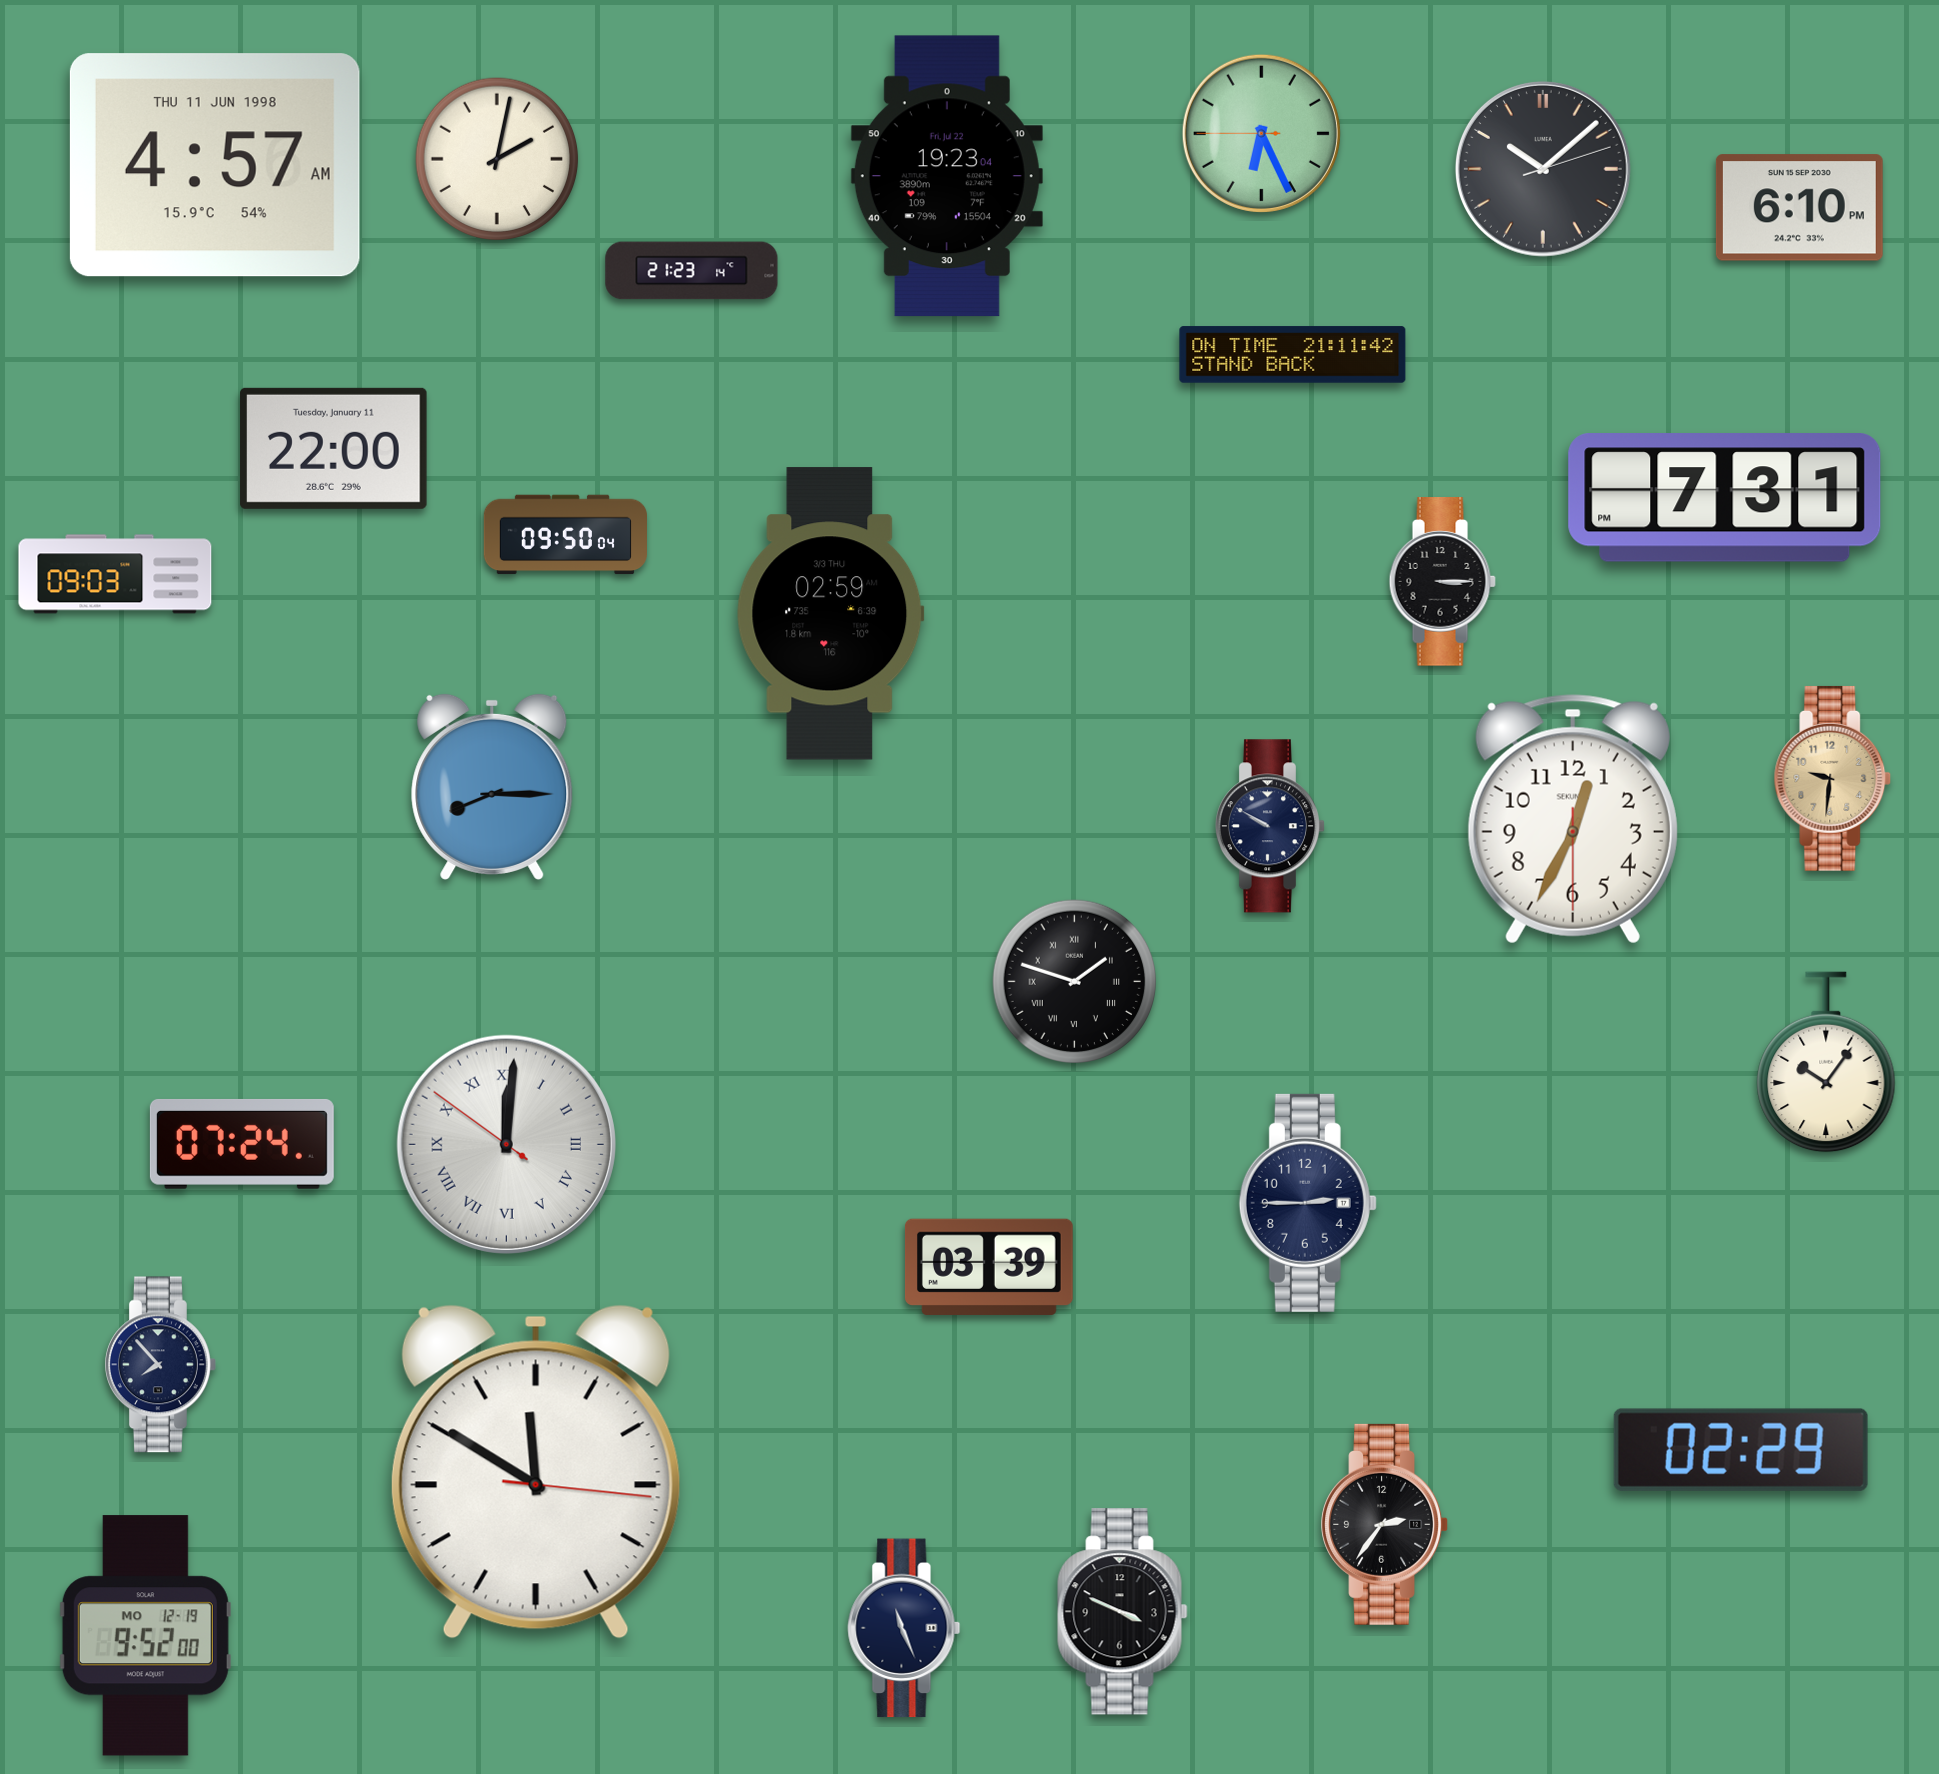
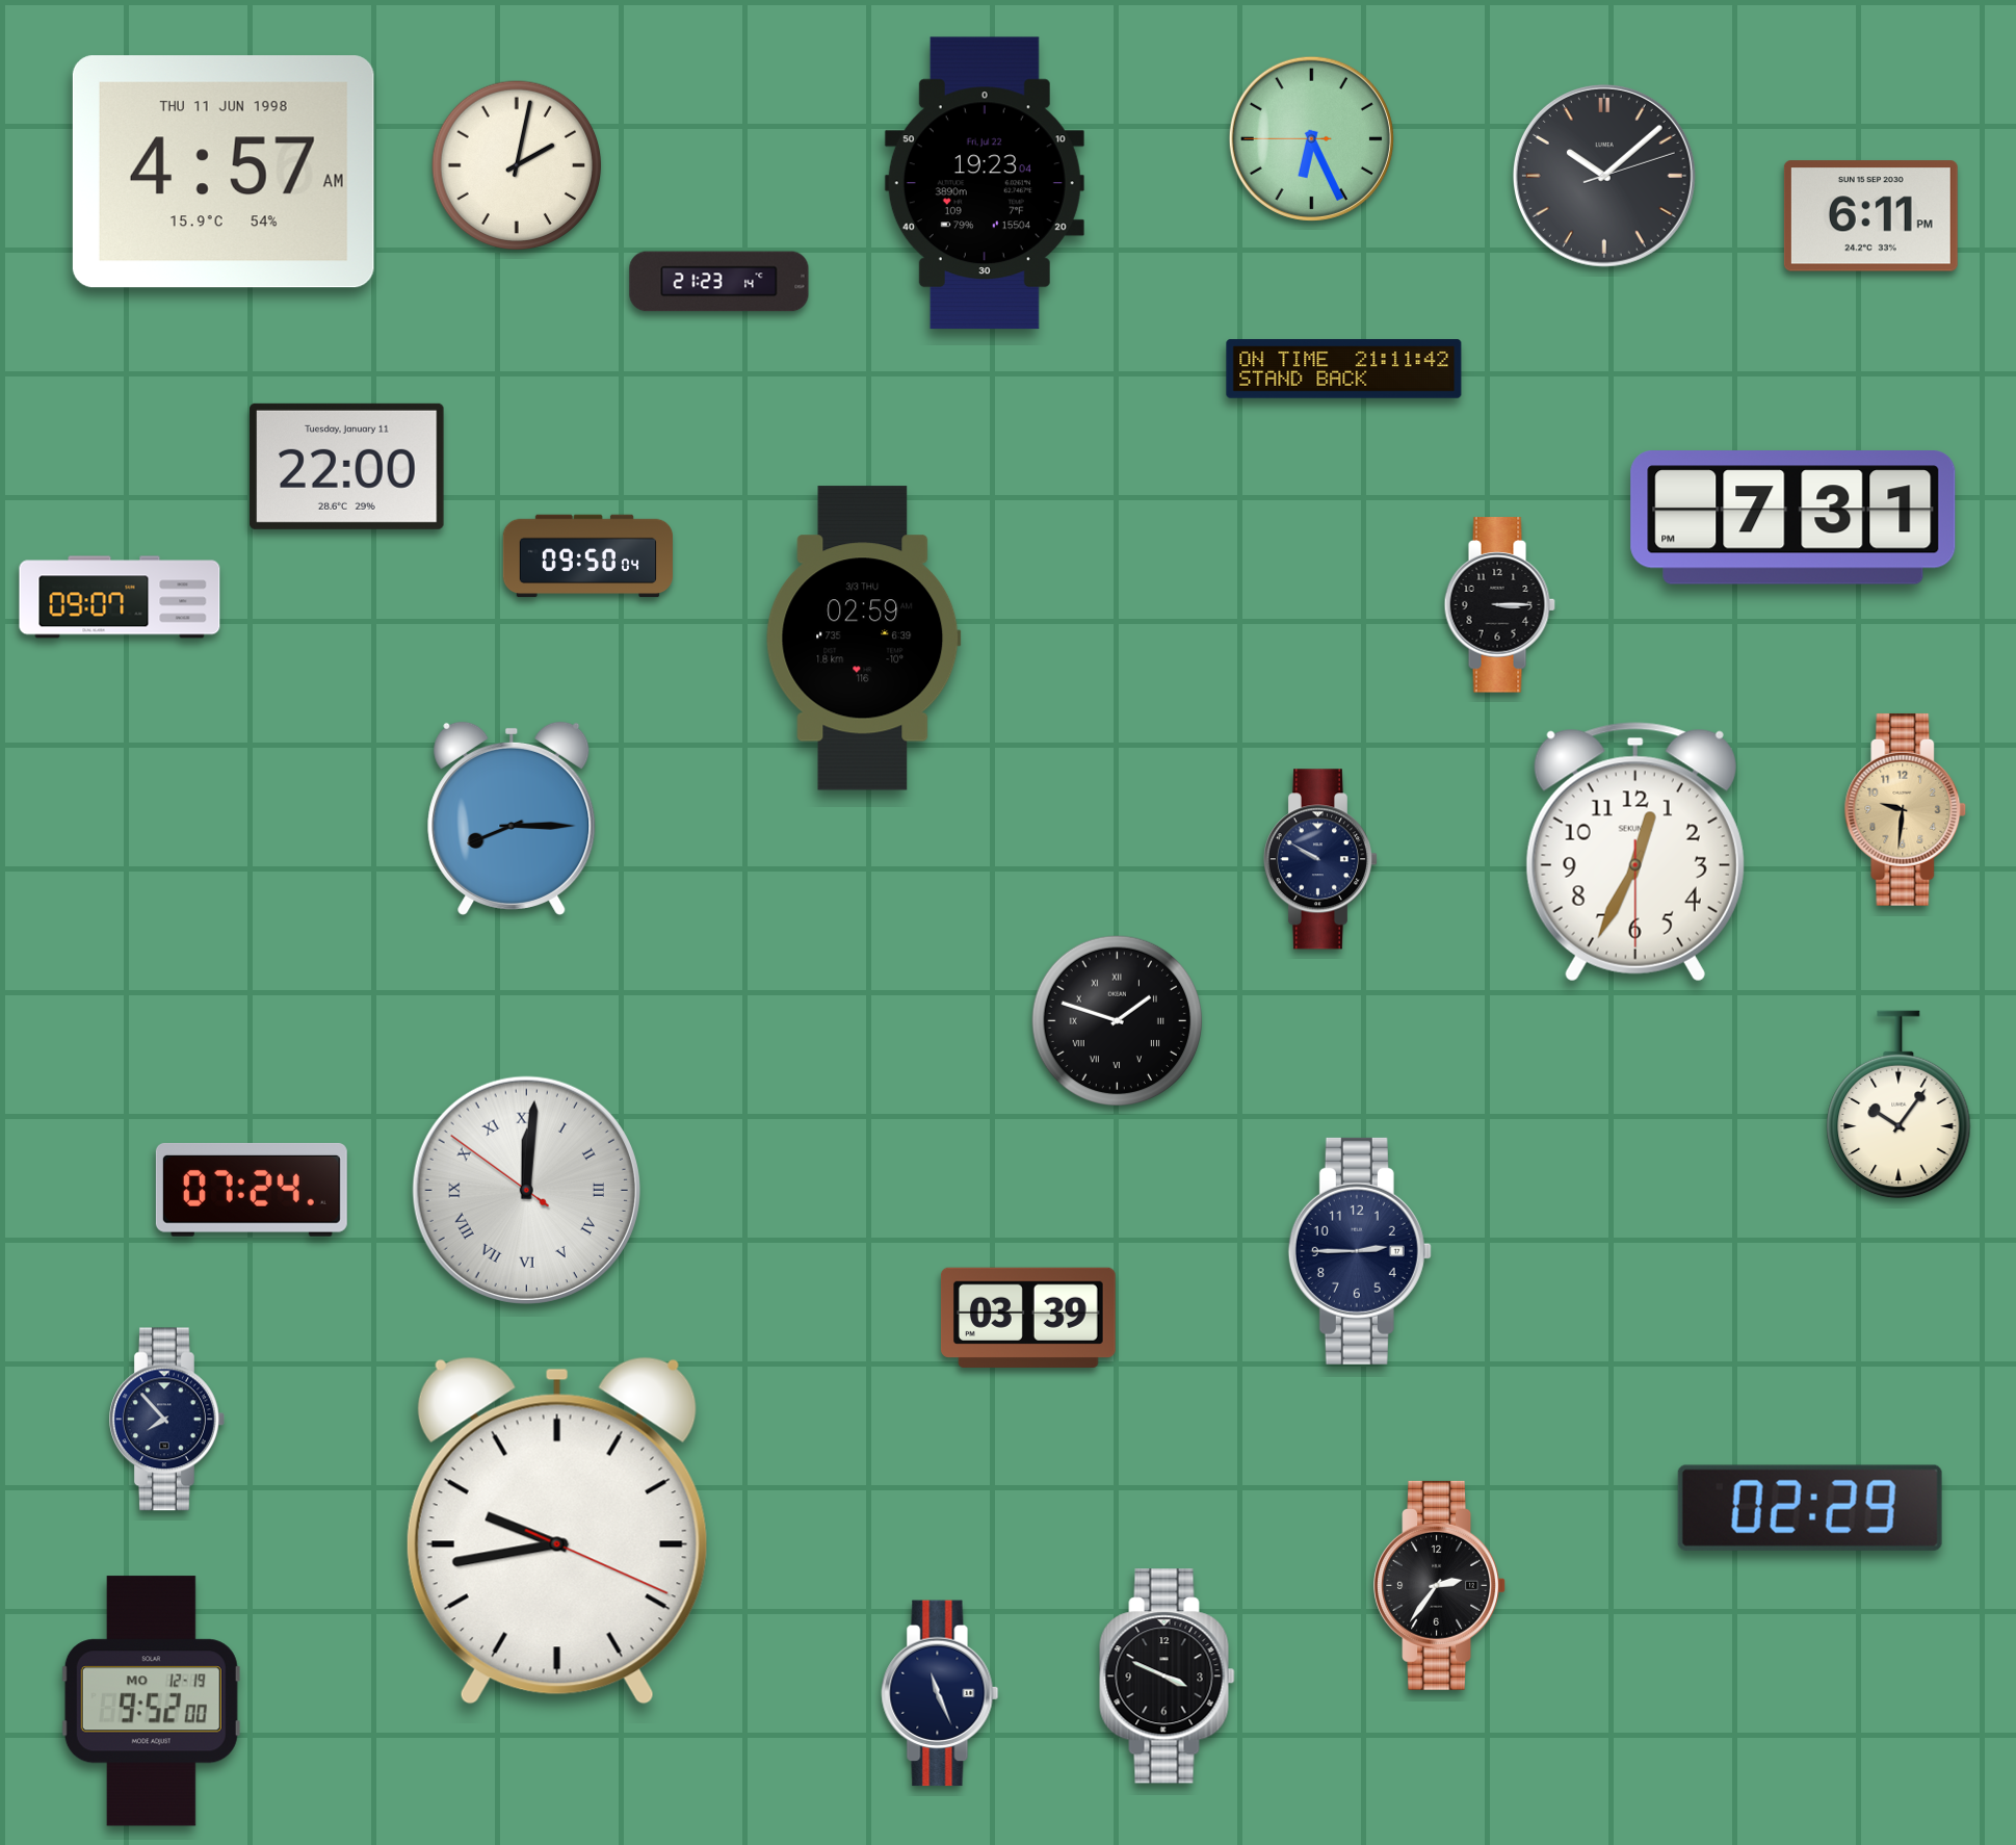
clock at (1799, 208): 6:10 -> 6:11
clock at (115, 574): 09:03 -> 09:07
clock at (536, 1472): 11:50 -> 9:43
